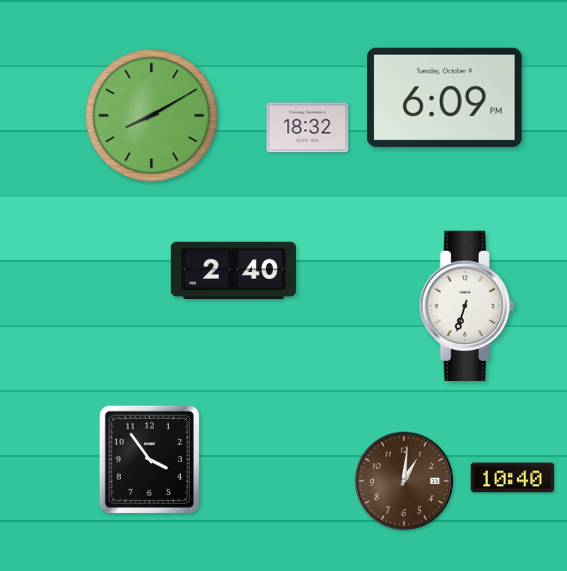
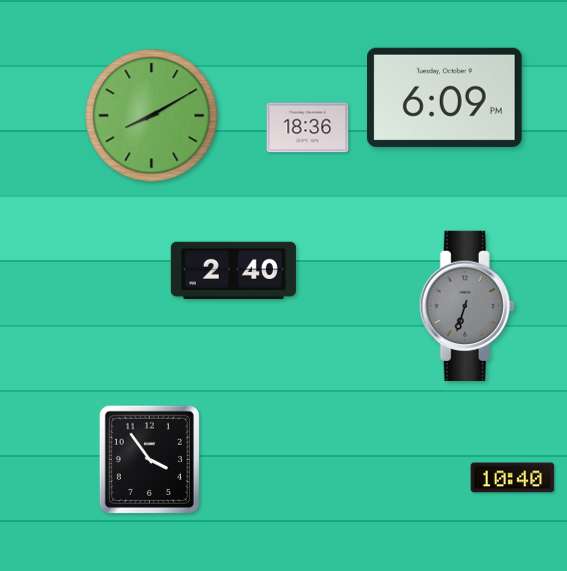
clock at (308, 128): 18:32 -> 18:36
clock at (467, 305) dial: white -> grey
clock at (404, 481): 1:01 -> none
